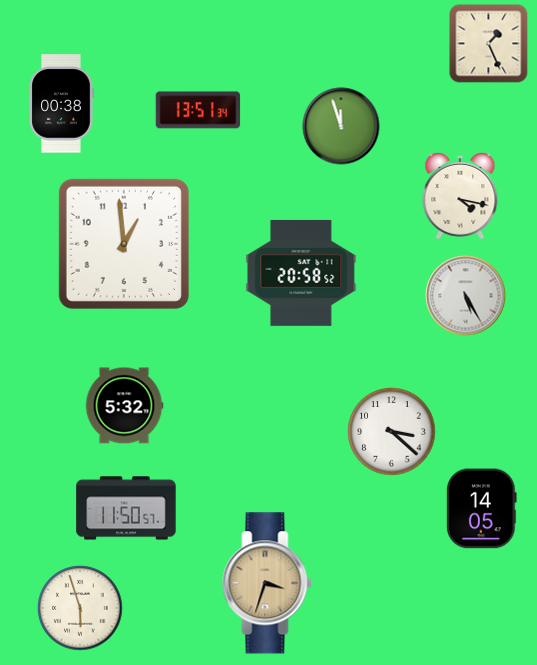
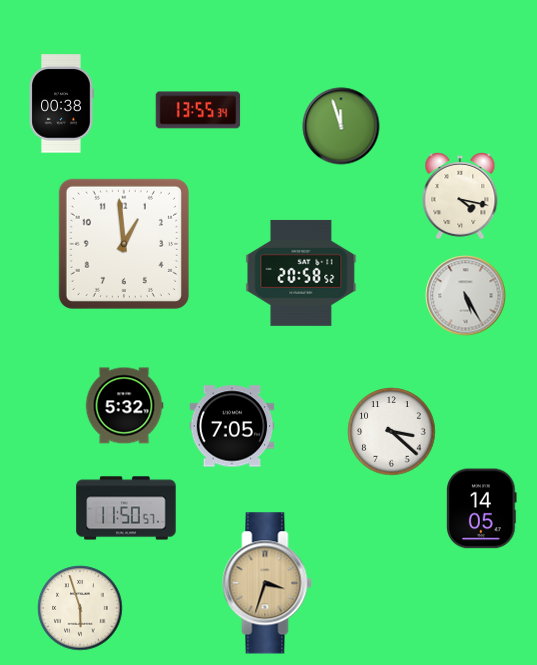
clock at (489, 44): 1:26 -> none
clock at (198, 110): 13:51 -> 13:55
clock at (232, 426): none -> 7:05
